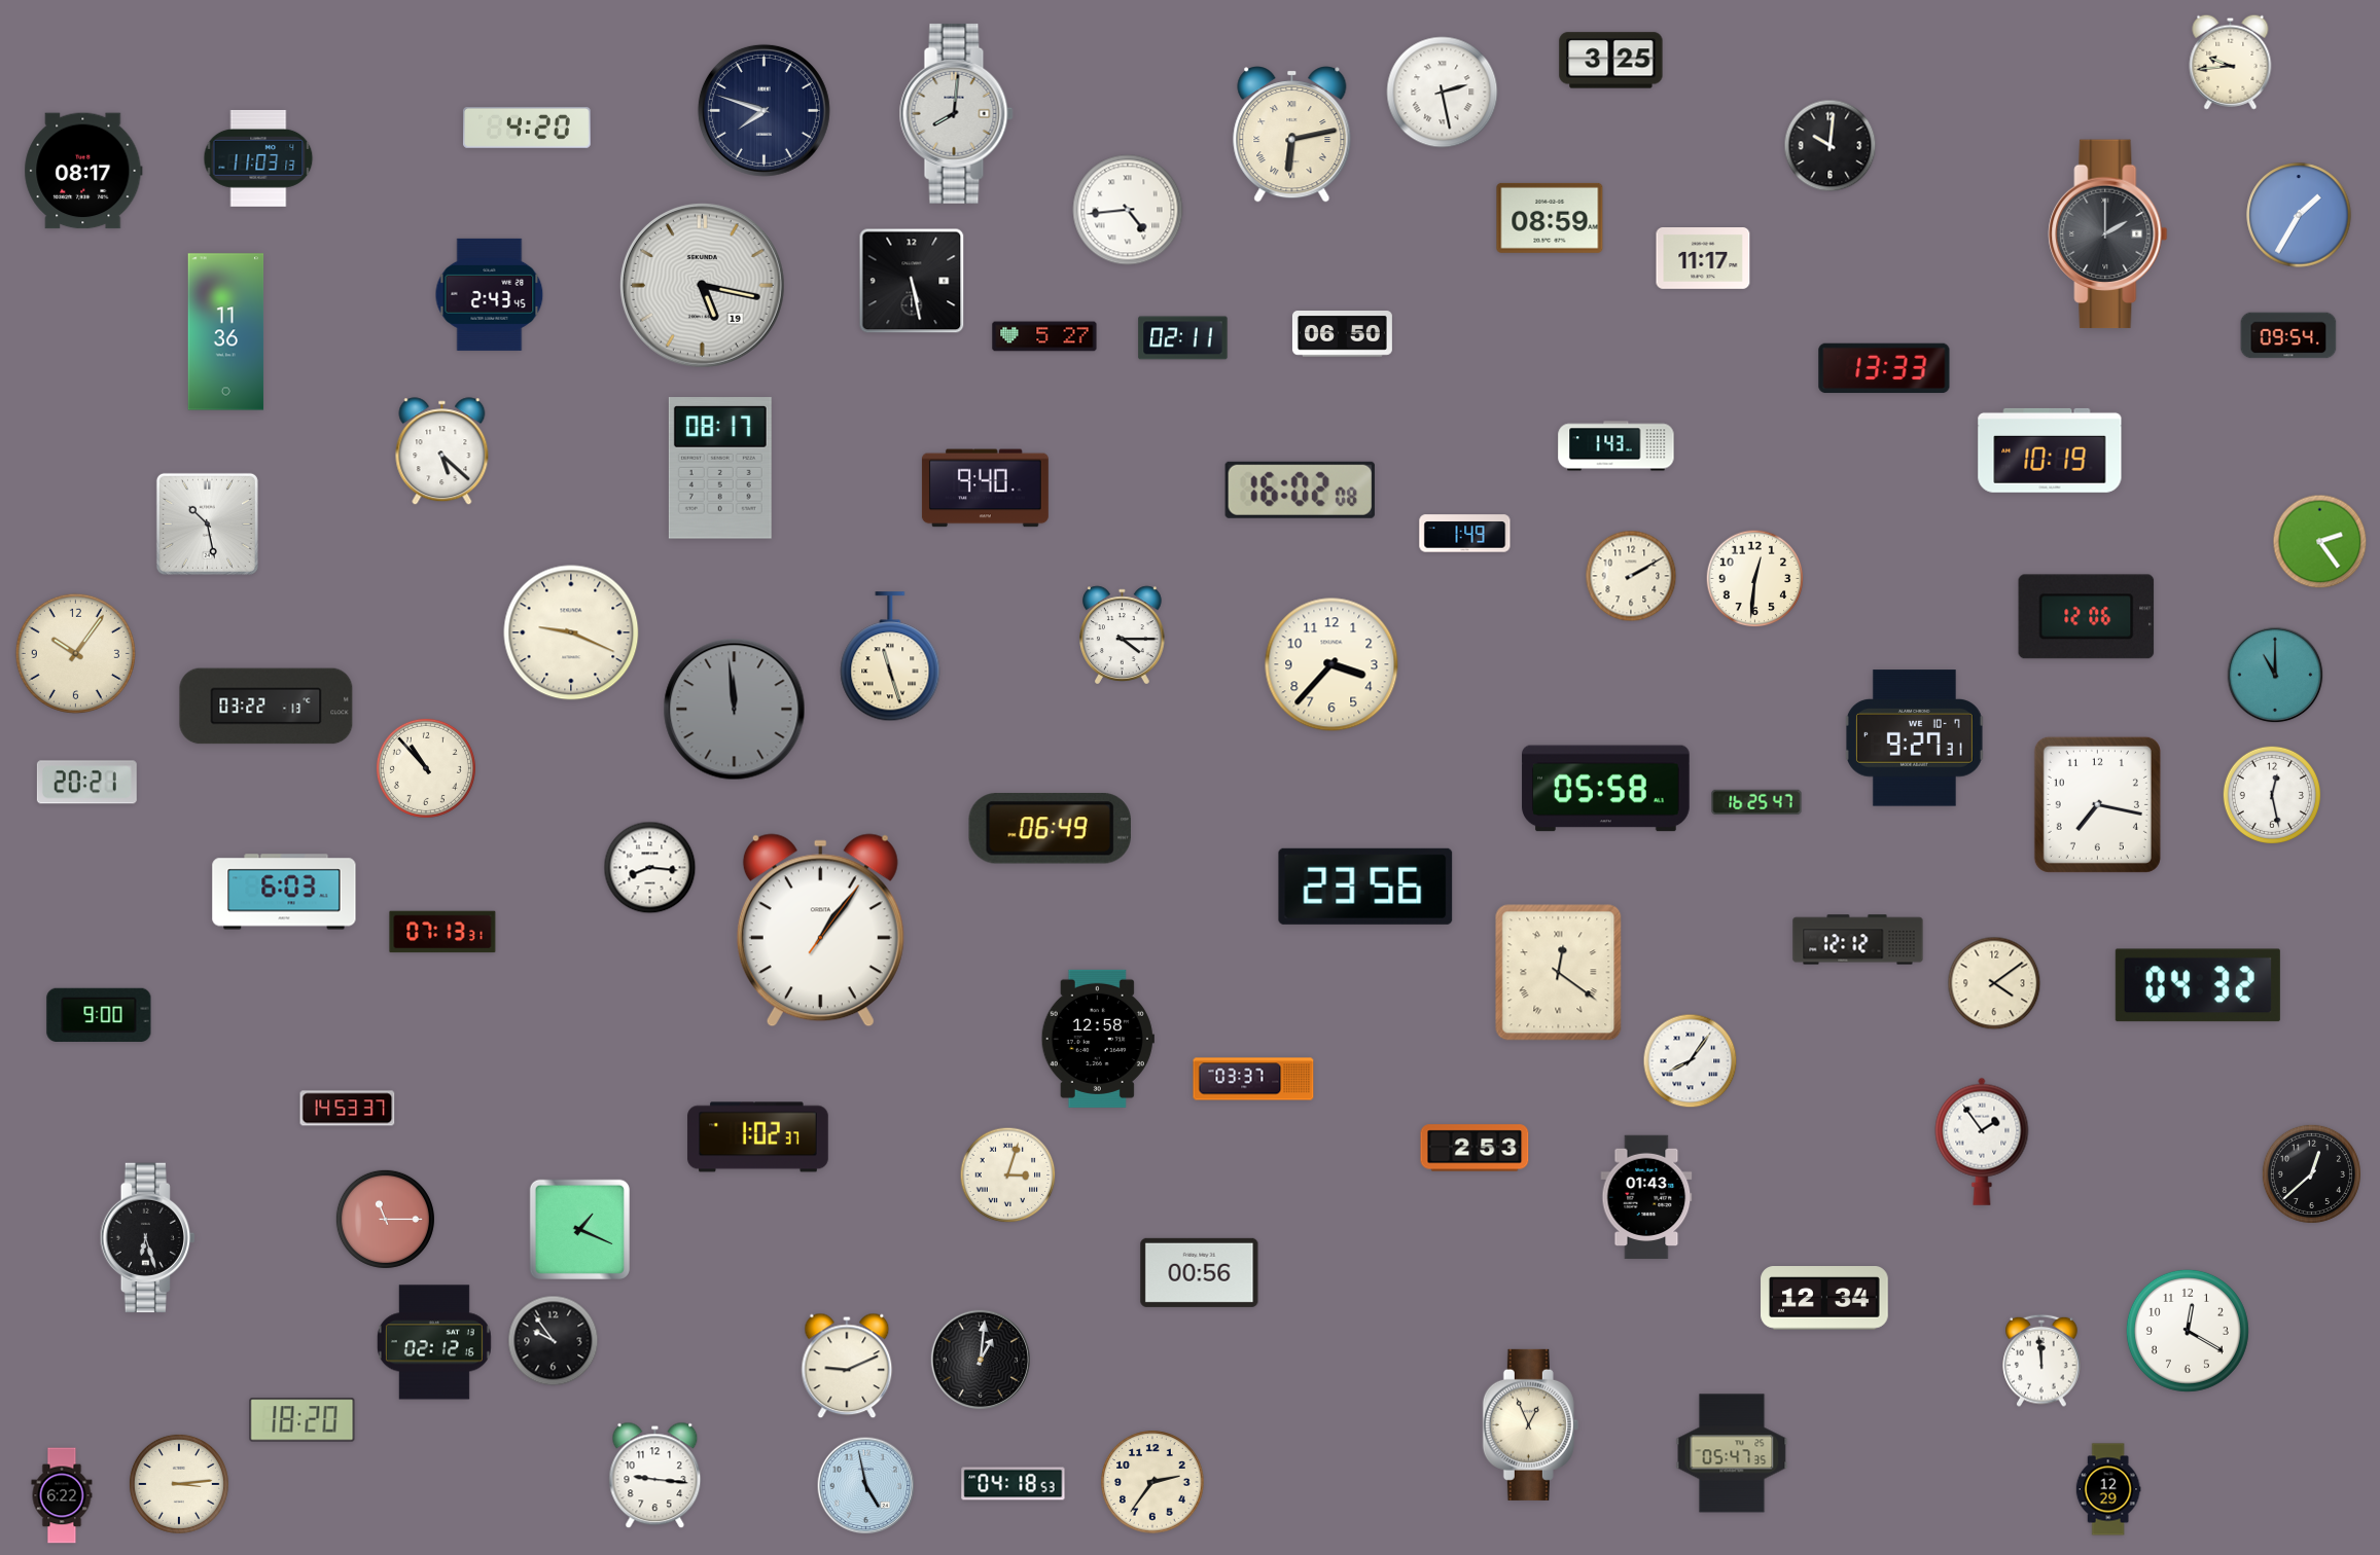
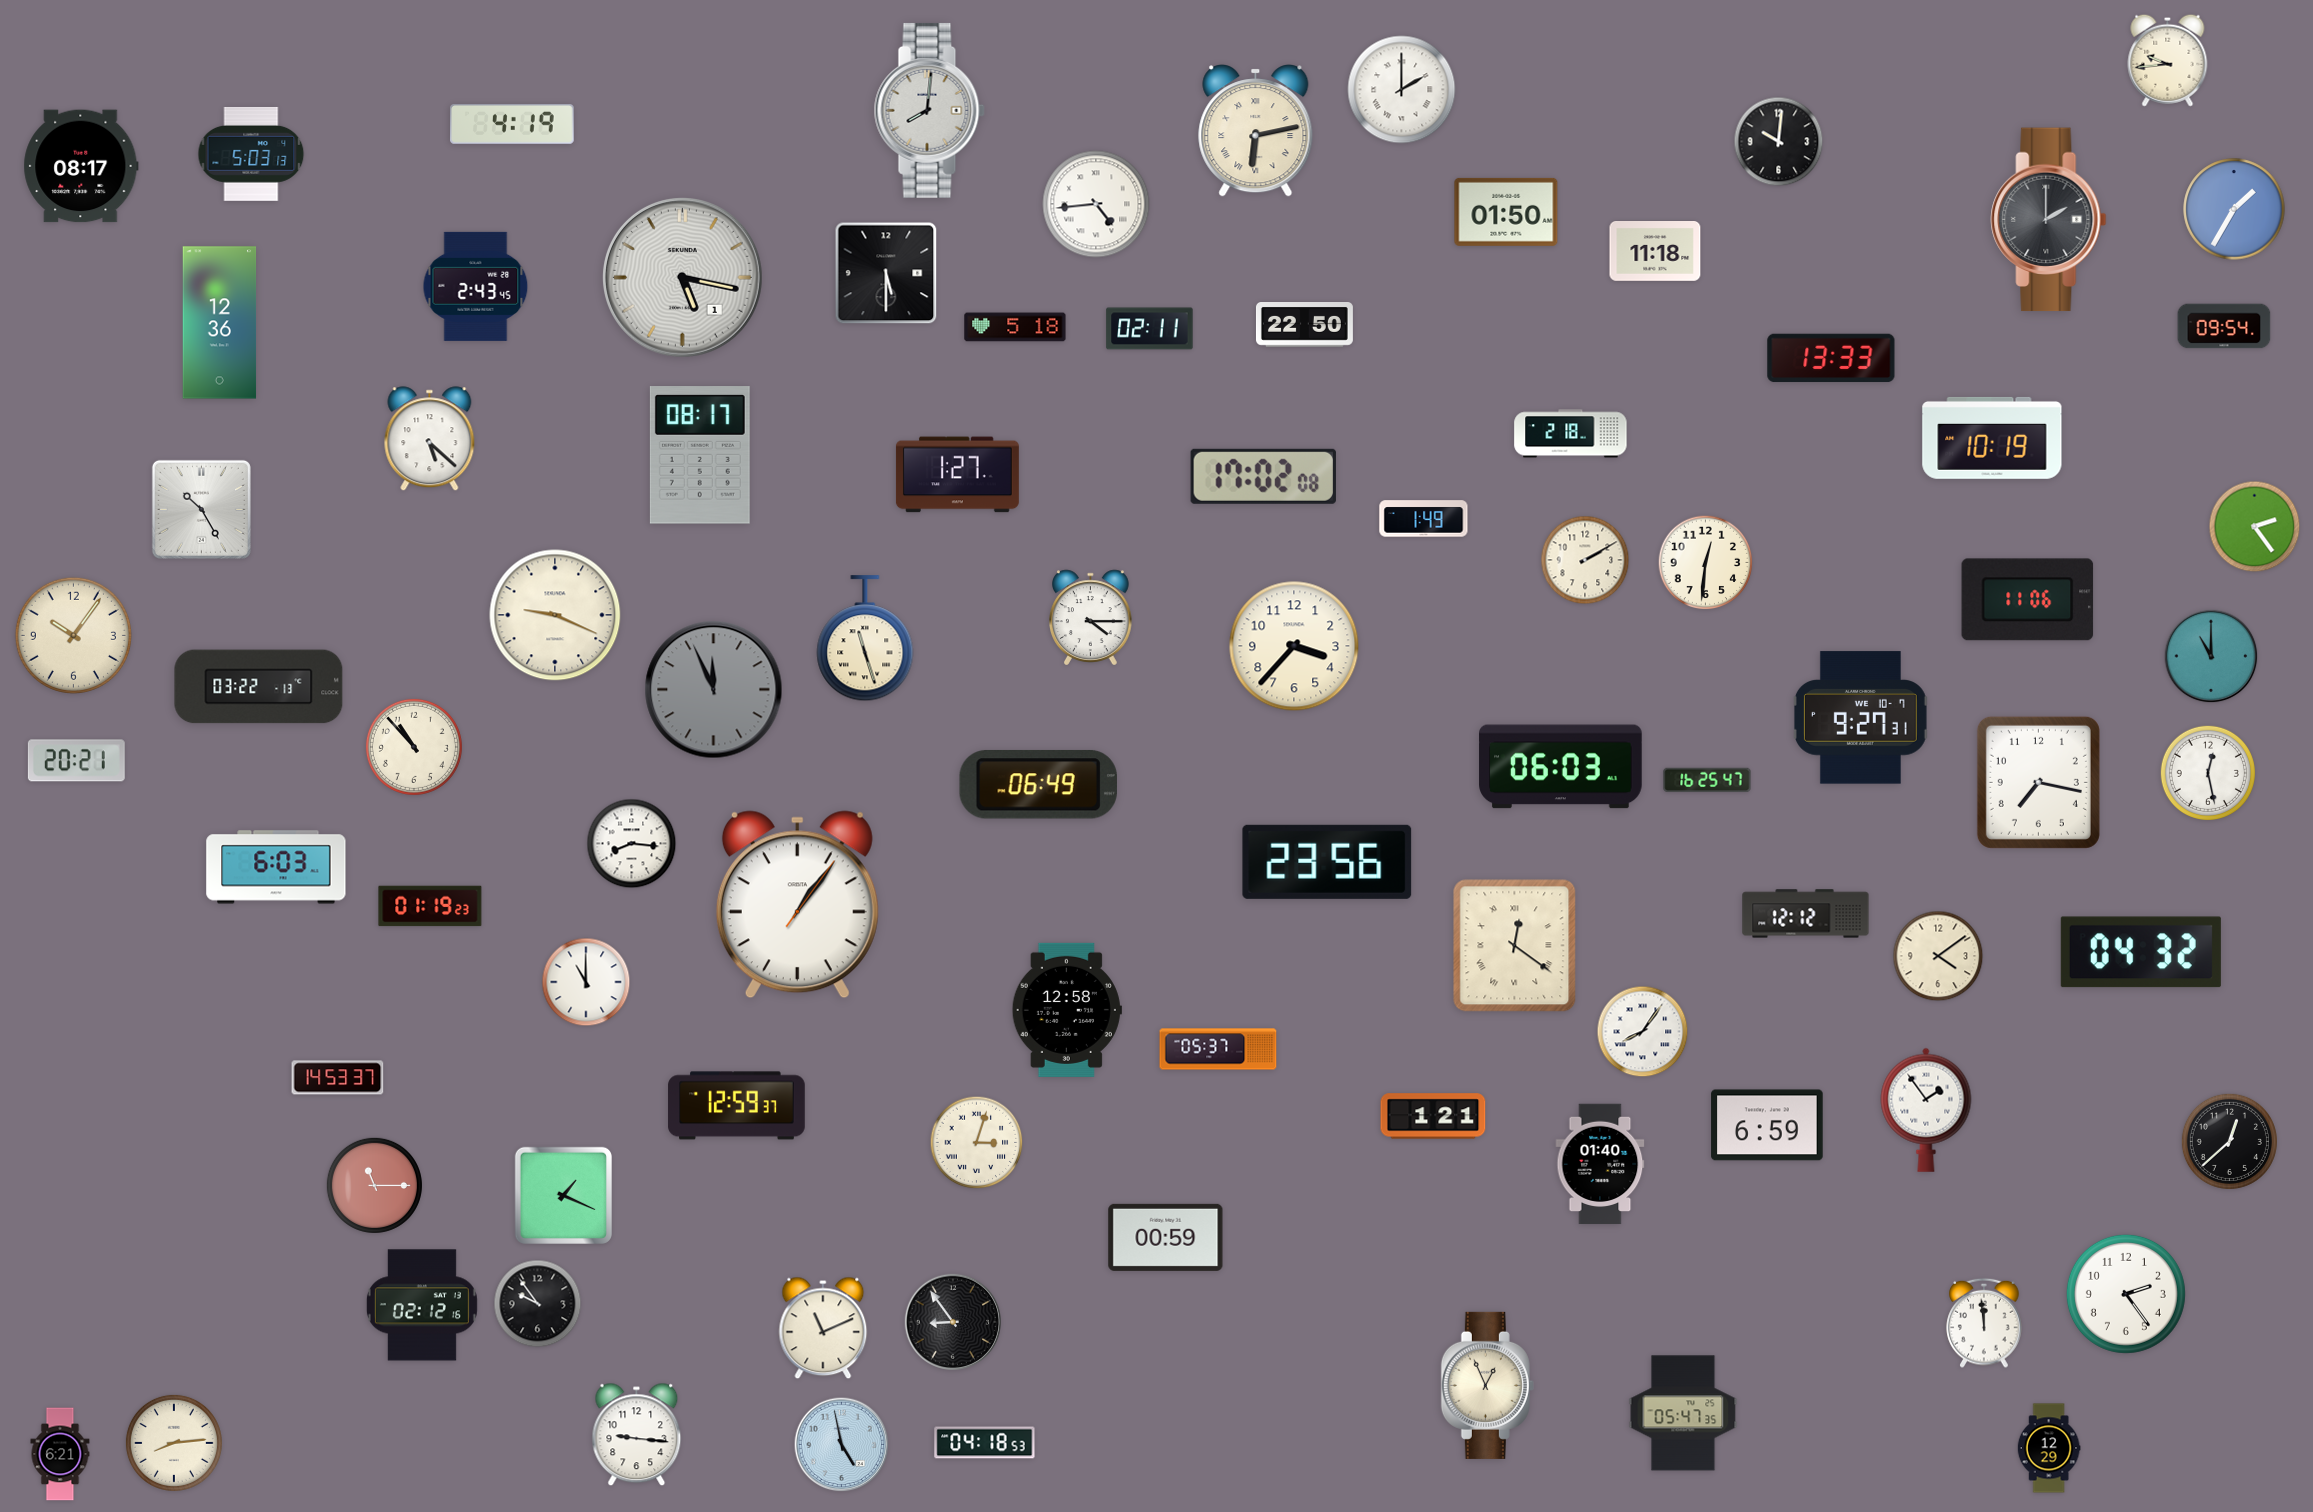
clock at (1611, 61): 3:25 -> none
clock at (1443, 93): 2:28 -> 2:00
clock at (763, 110): 7:48 -> none
clock at (527, 129): 4:20 -> 4:19
clock at (258, 158): 11:03 -> 5:03
clock at (1550, 218): 08:59 -> 01:50
clock at (2108, 234) position: (2108, 234) -> (2049, 220)
clock at (1703, 259): 11:17 -> 11:18
clock at (912, 281): 5:28 -> 5:30
clock at (702, 285) date: 19 -> 1
clock at (226, 332): 11:36 -> 12:36
clock at (1342, 334): 06:50 -> 22:50
clock at (1044, 336): 5:27 -> 5:18
clock at (1617, 446): 1:43 -> 2:18
clock at (985, 489): 9:40 -> 1:27
clock at (1300, 490): 16:02 -> 17:02
clock at (207, 523): 10:28 -> 10:25
clock at (2087, 617): 12:06 -> 11:06
clock at (735, 710): 11:59 -> 11:56
clock at (86, 783) position: (86, 783) -> (76, 761)
clock at (1606, 789): 05:58 -> 06:03
clock at (1050, 828) position: (1050, 828) -> (1038, 784)
clock at (442, 932): 07:13 -> 01:19
clock at (2198, 985) position: (2198, 985) -> (2141, 952)
clock at (586, 982): none -> 11:00
clock at (99, 1015): 9:00 -> none
clock at (1253, 1079): 03:37 -> 05:37
clock at (758, 1137): 1:02 -> 12:59
clock at (1475, 1148): 2:53 -> 1:21
clock at (1767, 1125): none -> 6:59
clock at (2311, 1173) position: (2311, 1173) -> (2229, 1141)
clock at (1008, 1176) position: (1008, 1176) -> (977, 1143)
clock at (1646, 1197): 01:43 -> 01:40
clock at (147, 1238): 6:27 -> none
clock at (1200, 1272): 00:56 -> 00:59
clock at (1824, 1299): 12:34 -> none
clock at (2188, 1331): 12:20 -> 2:24
clock at (981, 1360): 1:01 -> 8:54
clock at (847, 1366): 9:11 -> 11:11
clock at (303, 1420): 18:20 -> none
clock at (1152, 1482): 2:36 -> none
clock at (179, 1484): 3:14 -> 8:14
clock at (62, 1495): 6:22 -> 6:21
